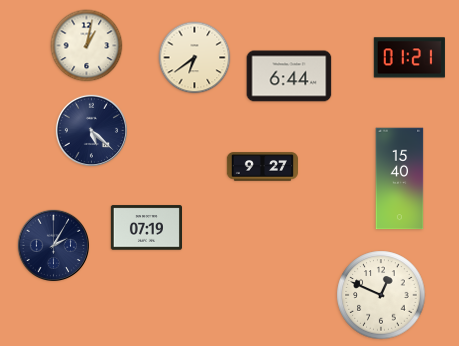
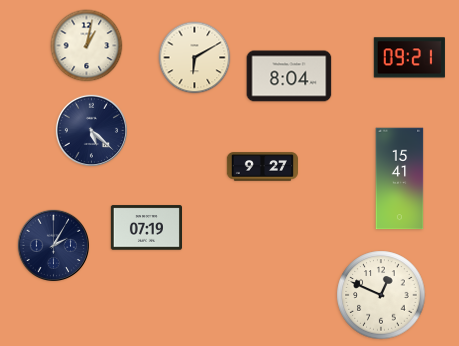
clock at (195, 58): 6:39 -> 6:10
clock at (409, 58): 01:21 -> 09:21
clock at (289, 76): 6:44 -> 8:04
clock at (400, 179): 15:40 -> 15:41
